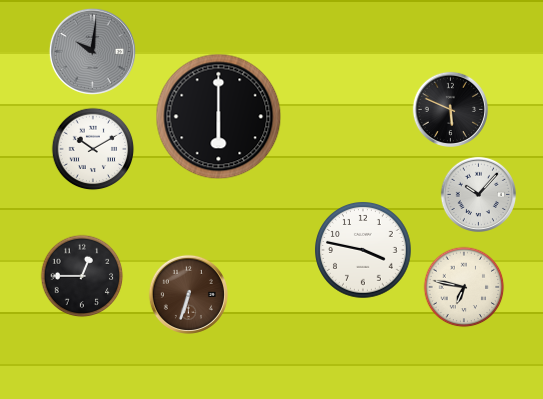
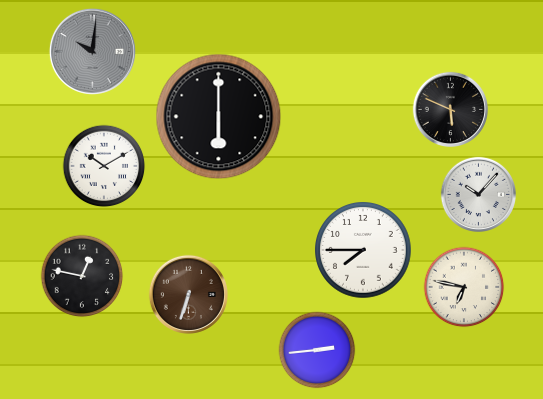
clock at (93, 149) position: (93, 149) -> (104, 166)
clock at (364, 251): 3:47 -> 7:45
clock at (82, 276): 12:45 -> 12:47
clock at (317, 350): none -> 2:44
